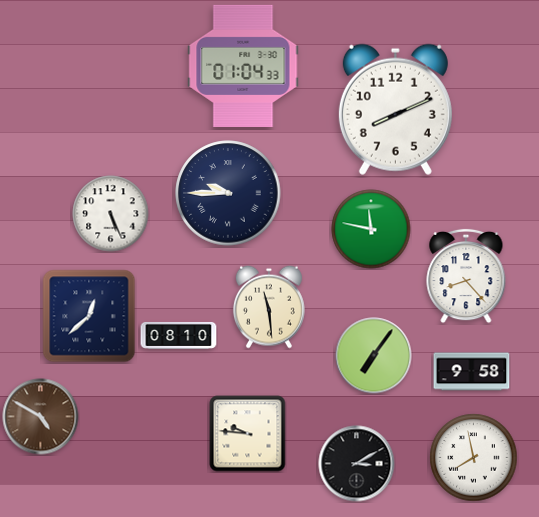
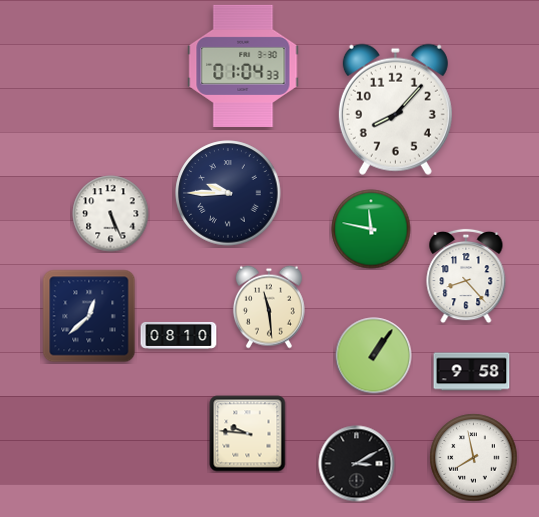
clock at (395, 109): 8:11 -> 8:07
clock at (374, 356): 7:06 -> 1:06
clock at (41, 417): 4:50 -> none
